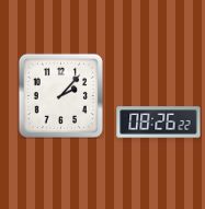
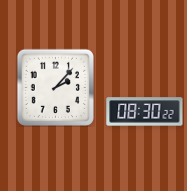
clock at (159, 123): 08:26 -> 08:30
